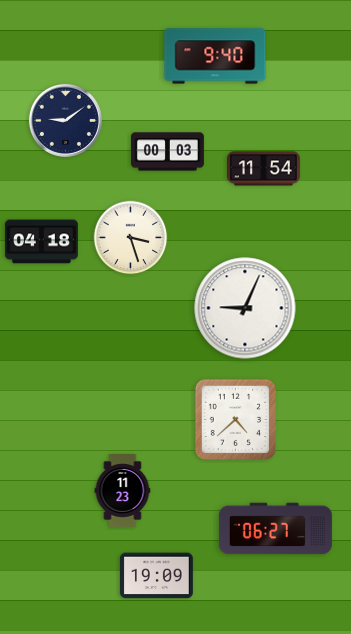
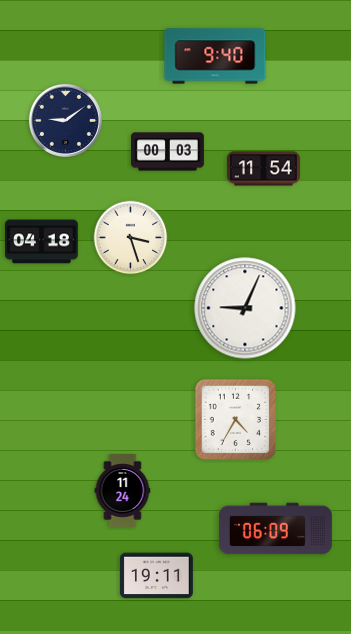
clock at (235, 419): 4:38 -> 4:35
clock at (123, 491): 11:23 -> 11:24
clock at (275, 529): 06:27 -> 06:09
clock at (156, 576): 19:09 -> 19:11
